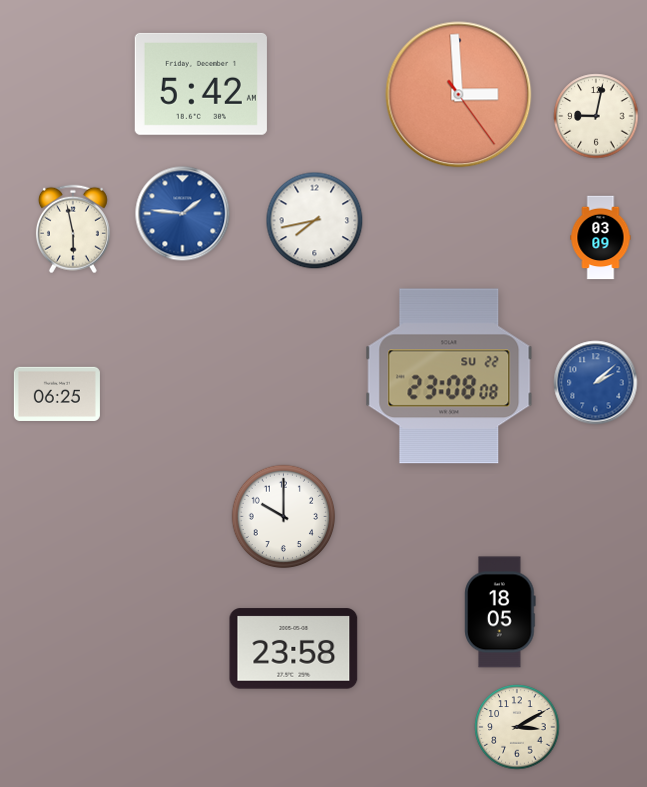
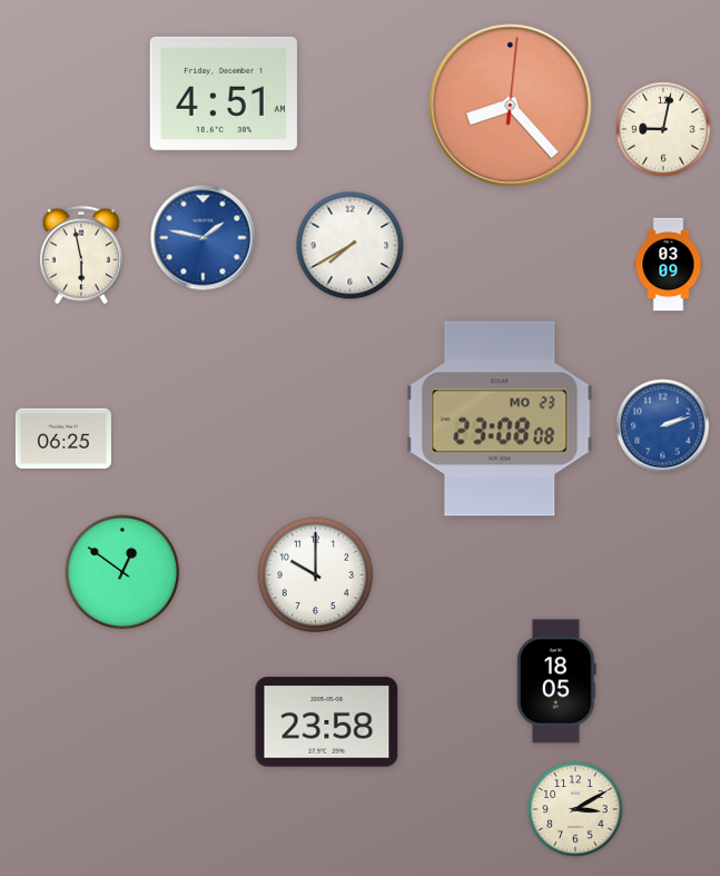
clock at (201, 84): 5:42 -> 4:51
clock at (459, 95): 2:59 -> 8:23
clock at (183, 214): 1:46 -> 1:47
clock at (315, 221): 7:43 -> 7:40
clock at (449, 376) date: SU 22 -> MO 23
clock at (596, 383): 2:08 -> 2:12
clock at (122, 572): none -> 12:51
